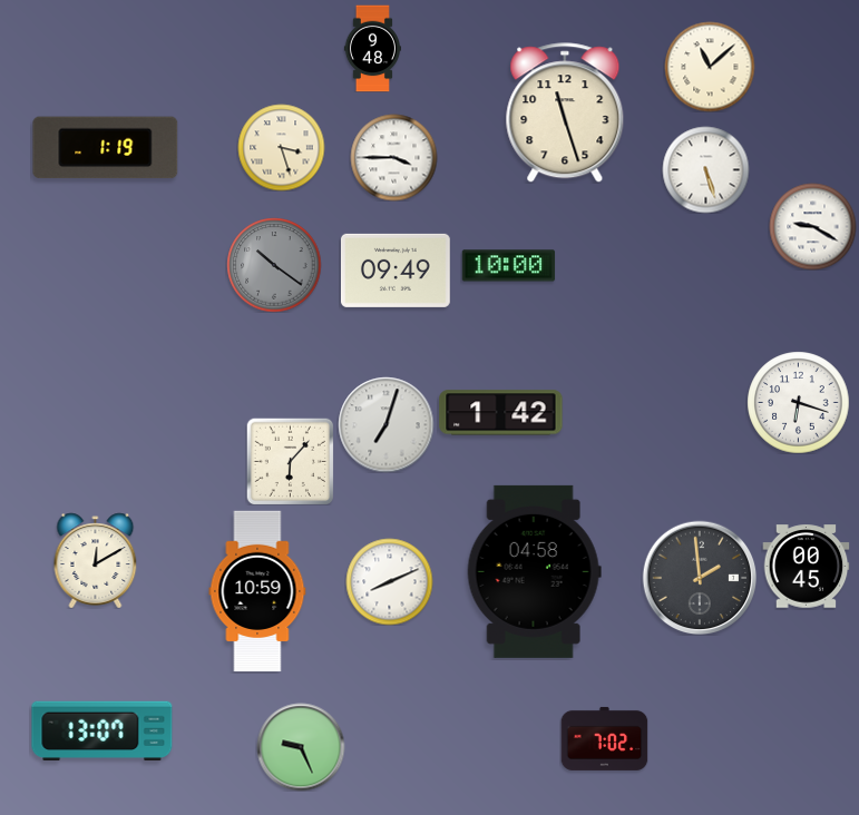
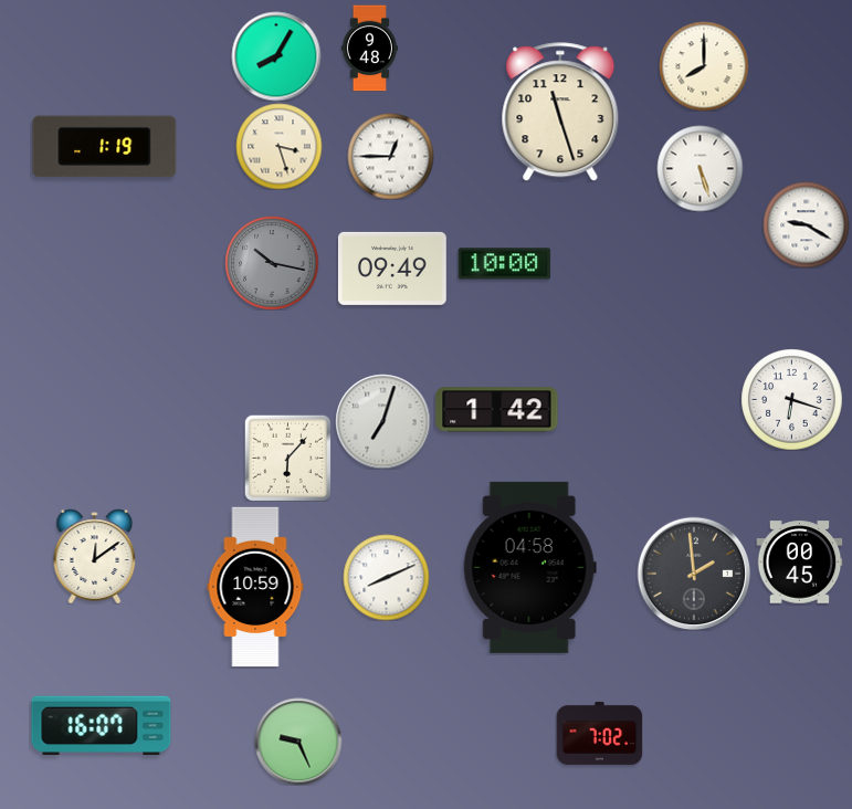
clock at (276, 56): none -> 8:05
clock at (710, 67): 11:08 -> 8:00
clock at (393, 157): 3:45 -> 12:45
clock at (274, 265): 10:21 -> 10:17
clock at (96, 560): 12:10 -> 12:09
clock at (103, 731): 13:07 -> 16:07
